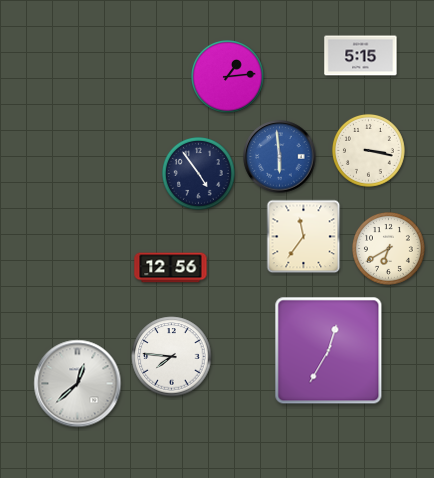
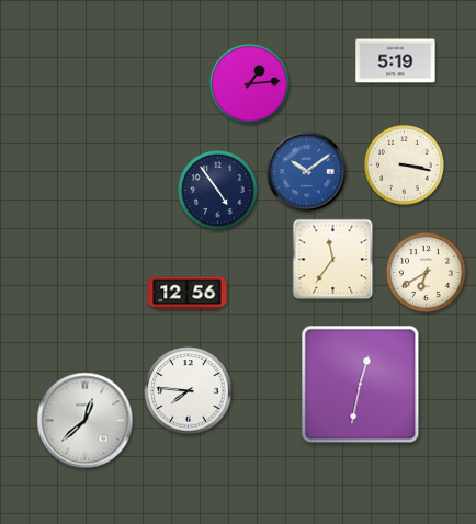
clock at (361, 56): 5:15 -> 5:19
clock at (280, 157): 5:59 -> 10:09
clock at (329, 351): 12:35 -> 12:32
